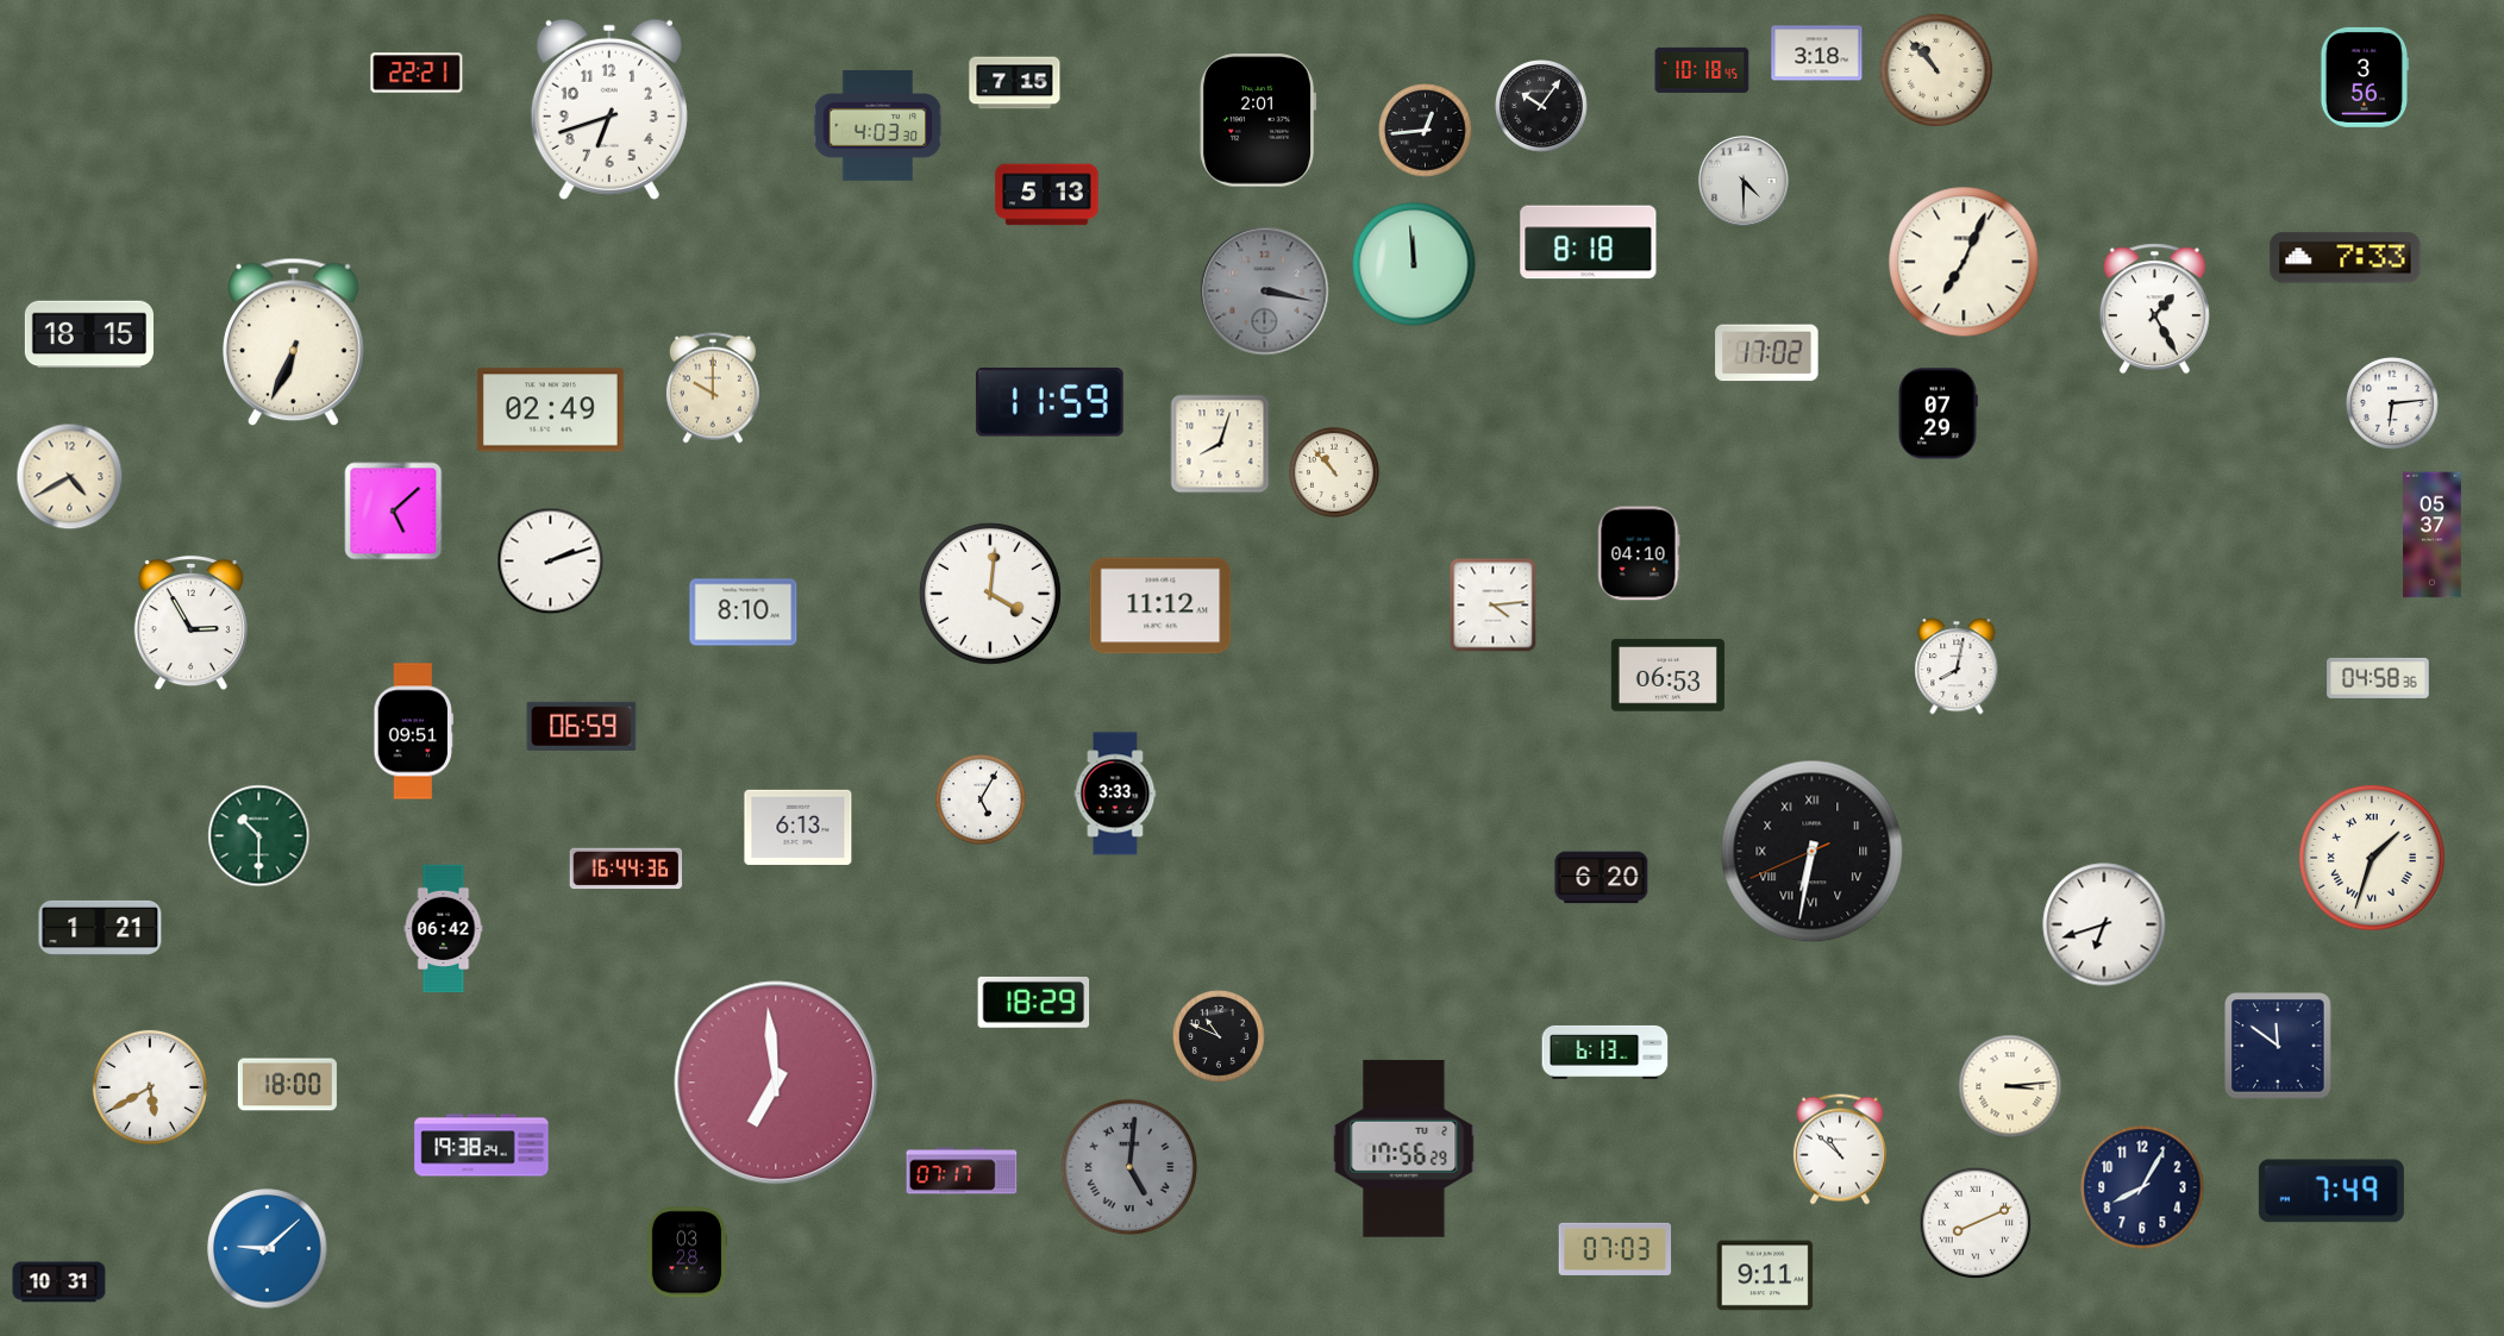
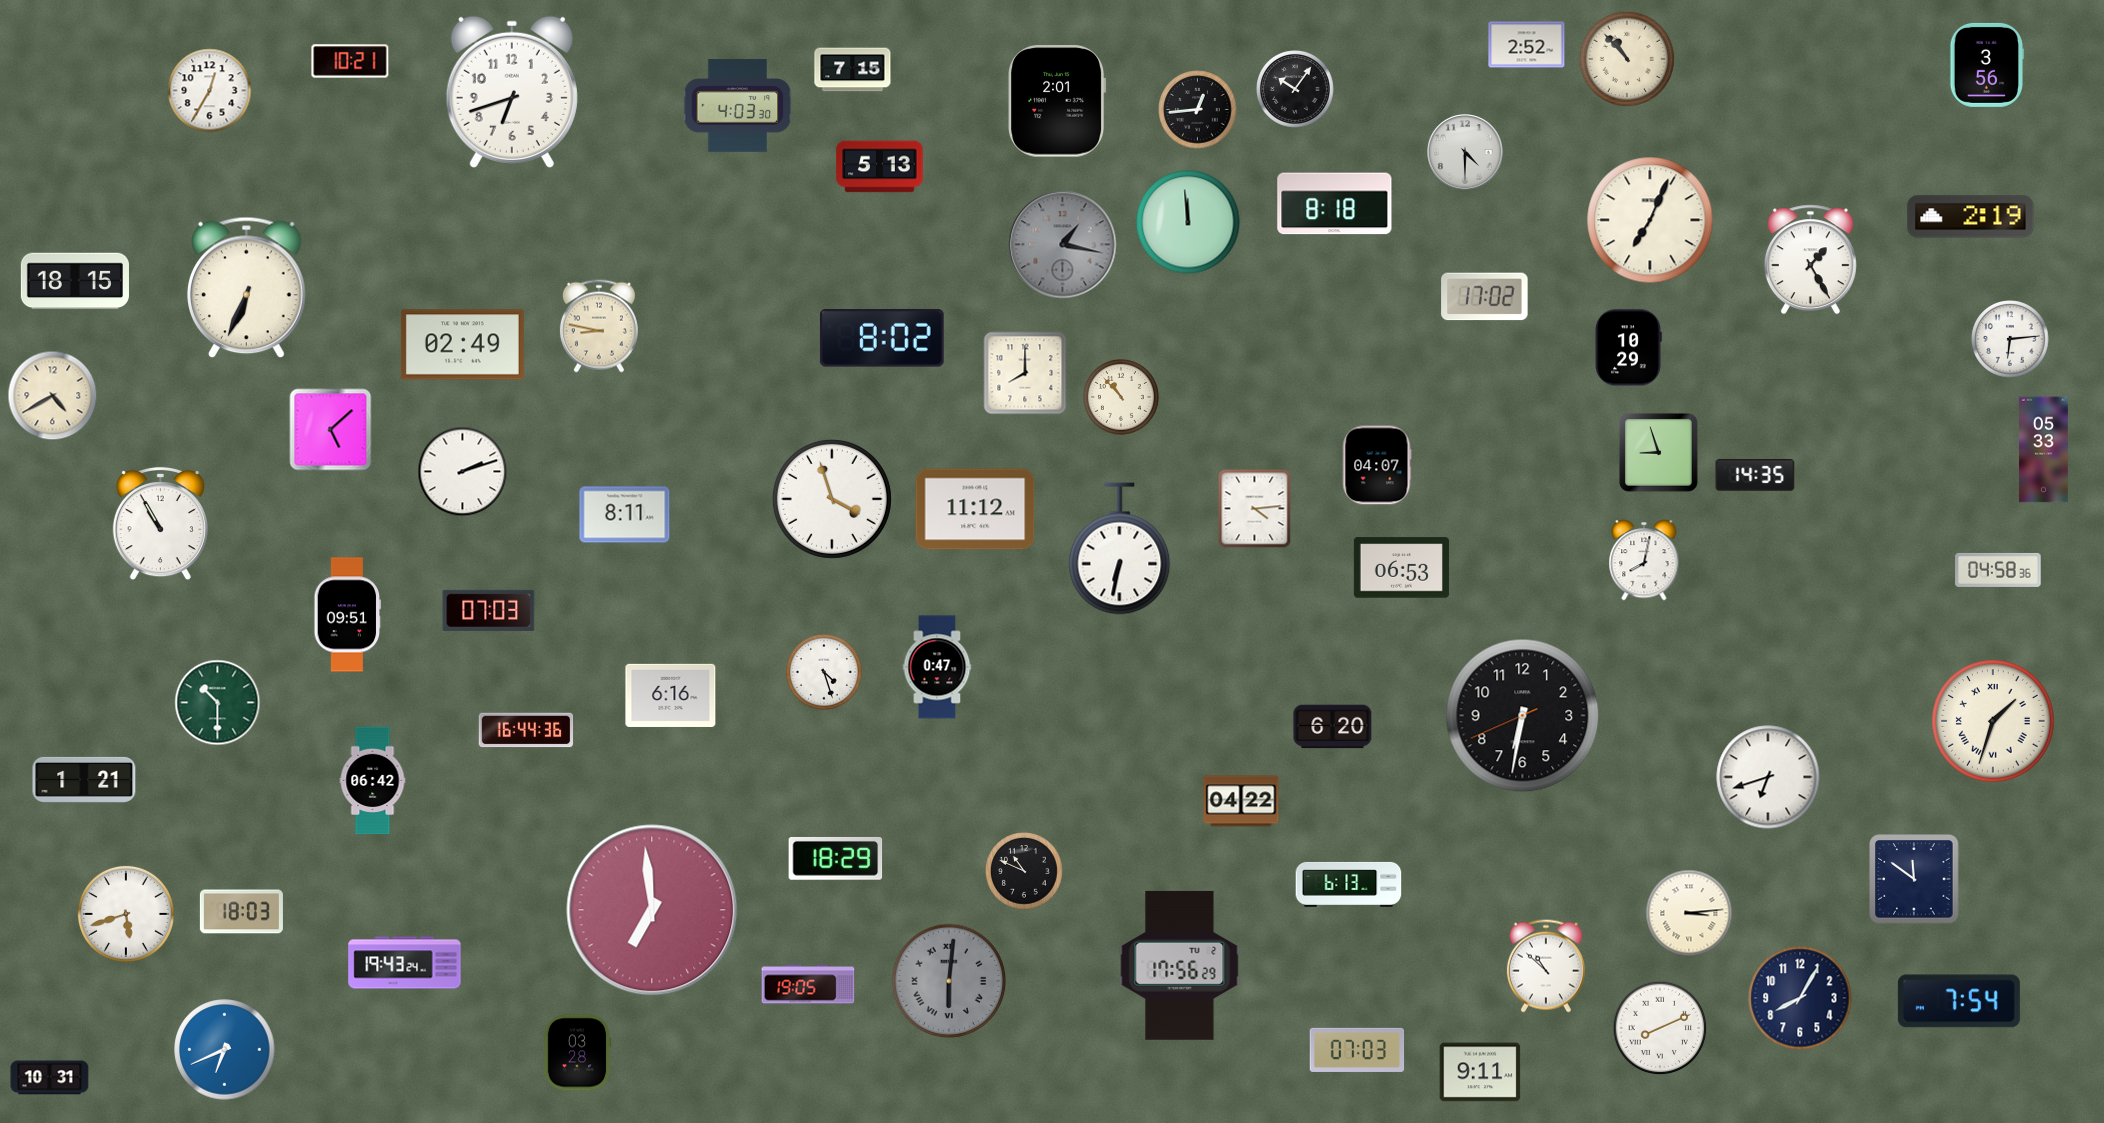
clock at (1817, 54): 3:18 -> 2:52
clock at (1702, 70): 10:18 -> none
clock at (417, 73): 22:21 -> 10:21
clock at (210, 91): none -> 12:35
clock at (1047, 195) position: (1047, 195) -> (880, 167)
clock at (2346, 258): 7:33 -> 2:19
clock at (1265, 291): 3:17 -> 1:17
clock at (713, 388): 10:00 -> 8:47
clock at (1050, 402): 11:59 -> 8:02
clock at (1938, 414): 07:29 -> 10:29
clock at (1220, 444): 8:03 -> 8:00
clock at (70, 477) position: (70, 477) -> (53, 396)
clock at (2433, 535): 05:37 -> 05:33
clock at (1659, 453): none -> 8:57
clock at (1639, 553): 04:10 -> 04:07
clock at (1755, 476): none -> 14:35
clock at (990, 594): 4:01 -> 3:57
clock at (744, 613): 8:10 -> 8:11
clock at (190, 623): 2:55 -> 10:55
clock at (1120, 549): none -> 6:32
clock at (582, 726): 06:59 -> 07:03
clock at (1115, 794): 3:33 -> 0:47
clock at (981, 799): 5:05 -> 4:27
clock at (799, 827): 6:13 -> 6:16
clock at (1813, 852) numerals: Roman -> Arabic
clock at (1602, 878) position: (1602, 878) -> (1333, 727)
clock at (1241, 801): none -> 04:22
clock at (1034, 1002) position: (1034, 1002) -> (836, 858)
clock at (287, 1085): 18:00 -> 18:03
clock at (150, 1087): 5:40 -> 5:42
clock at (482, 1146): 19:38 -> 19:43
clock at (1129, 1167): 5:01 -> 6:01
clock at (962, 1171): 07:17 -> 19:05
clock at (2331, 1191): 7:49 -> 7:54
clock at (268, 1249): 9:08 -> 6:41
clock at (1765, 1275) position: (1765, 1275) -> (1480, 1072)
